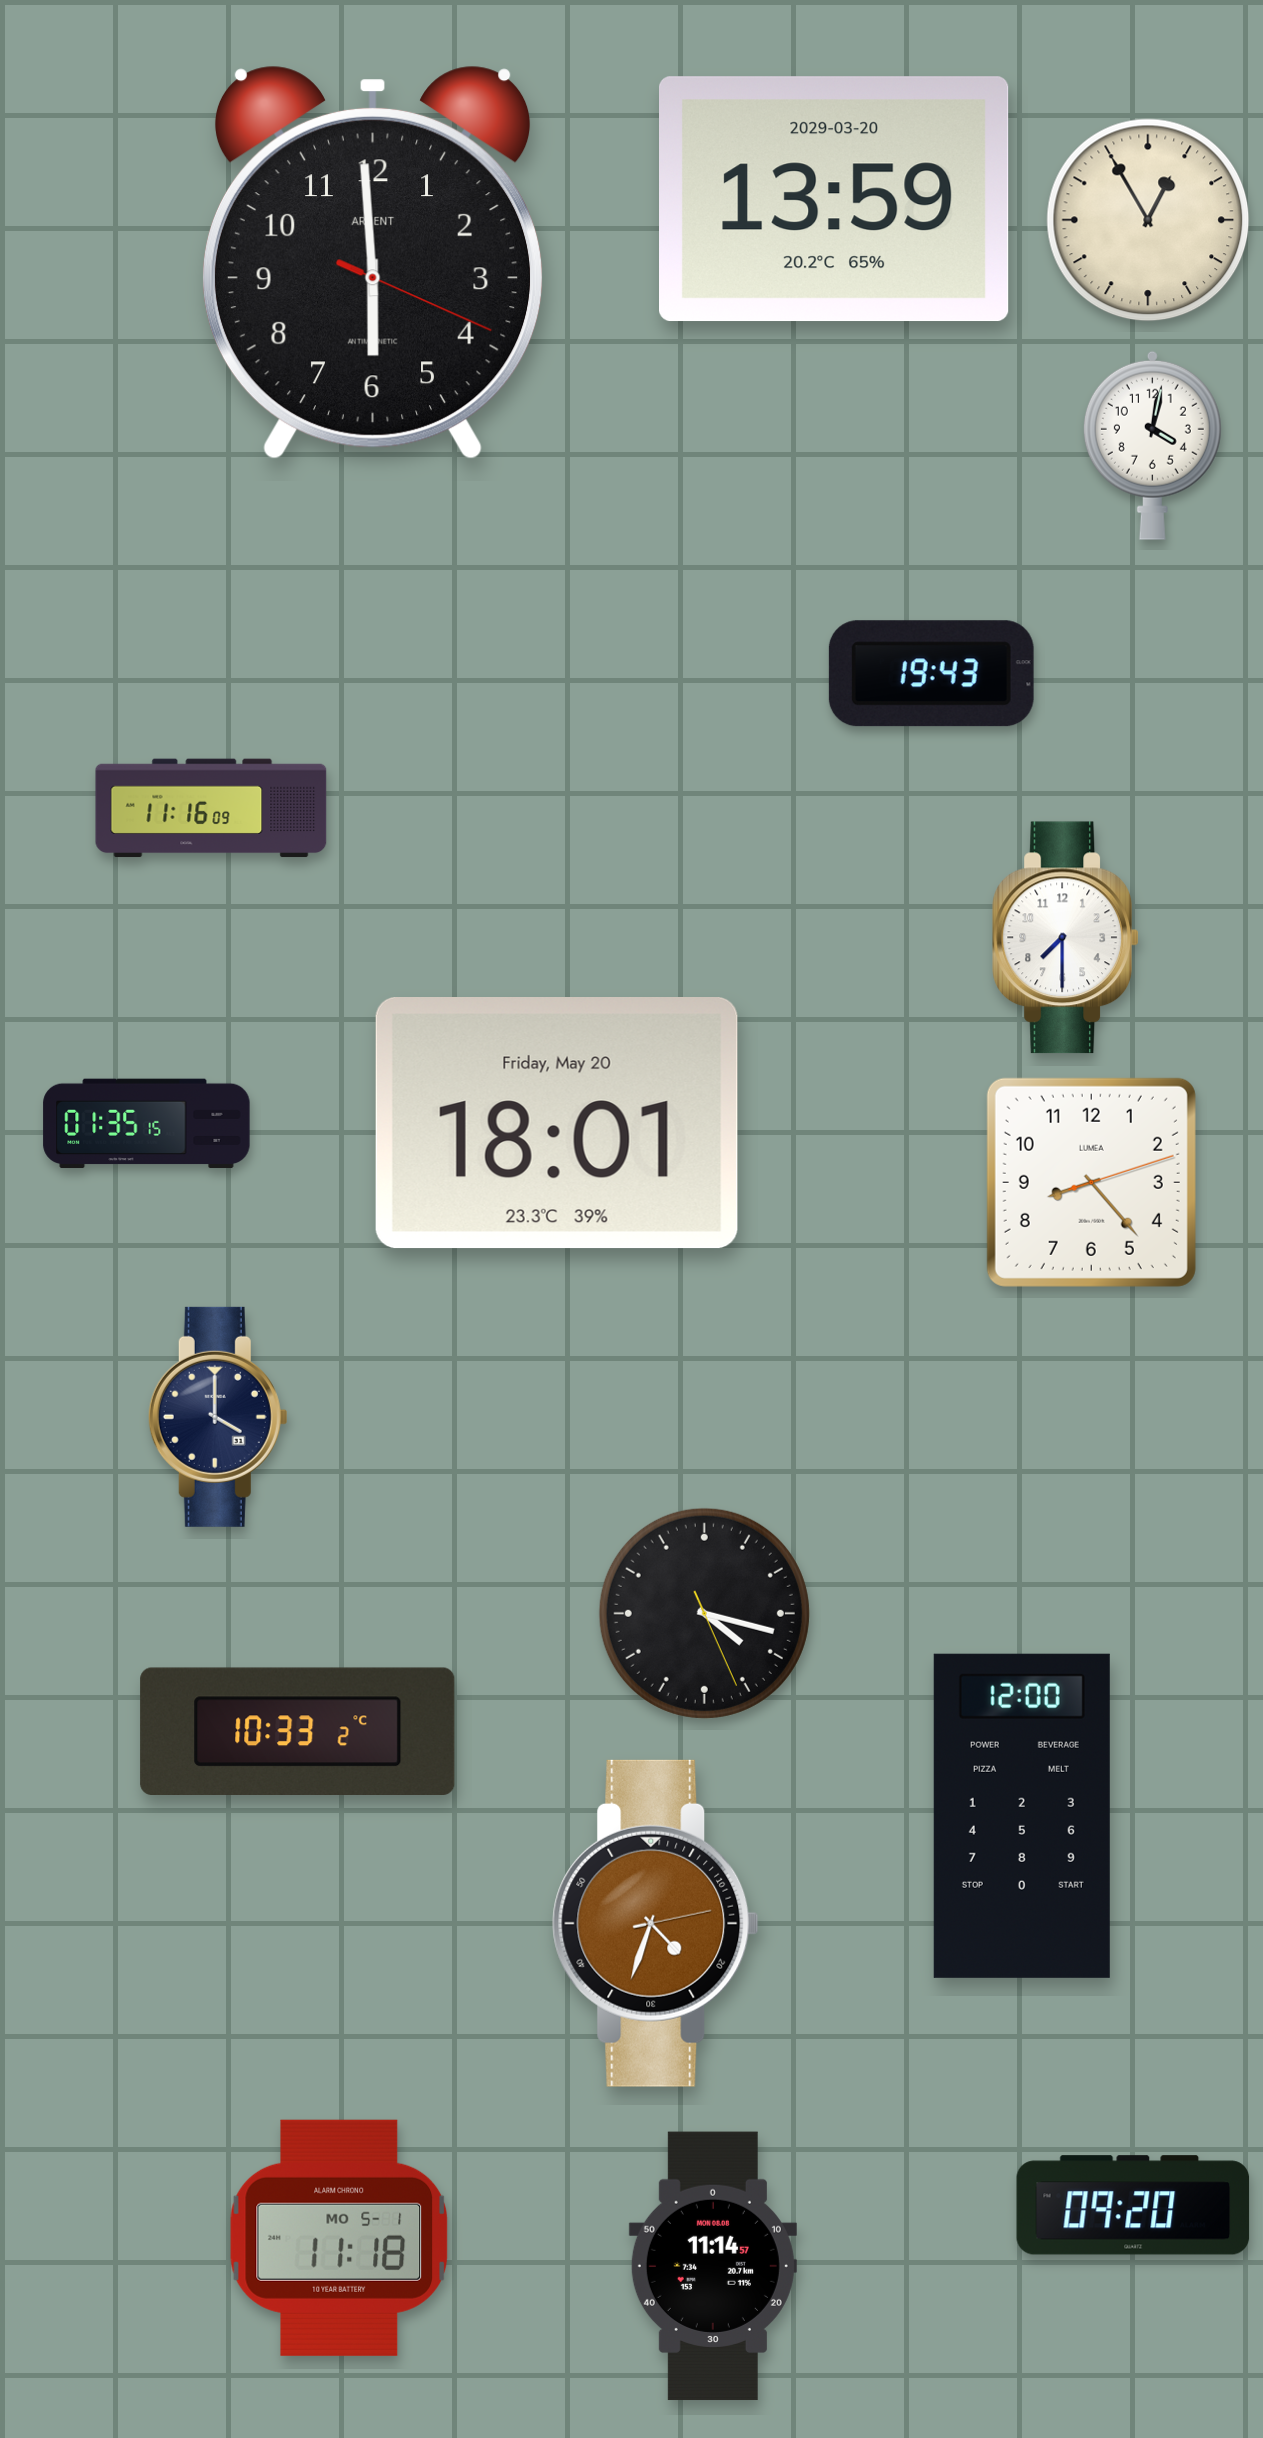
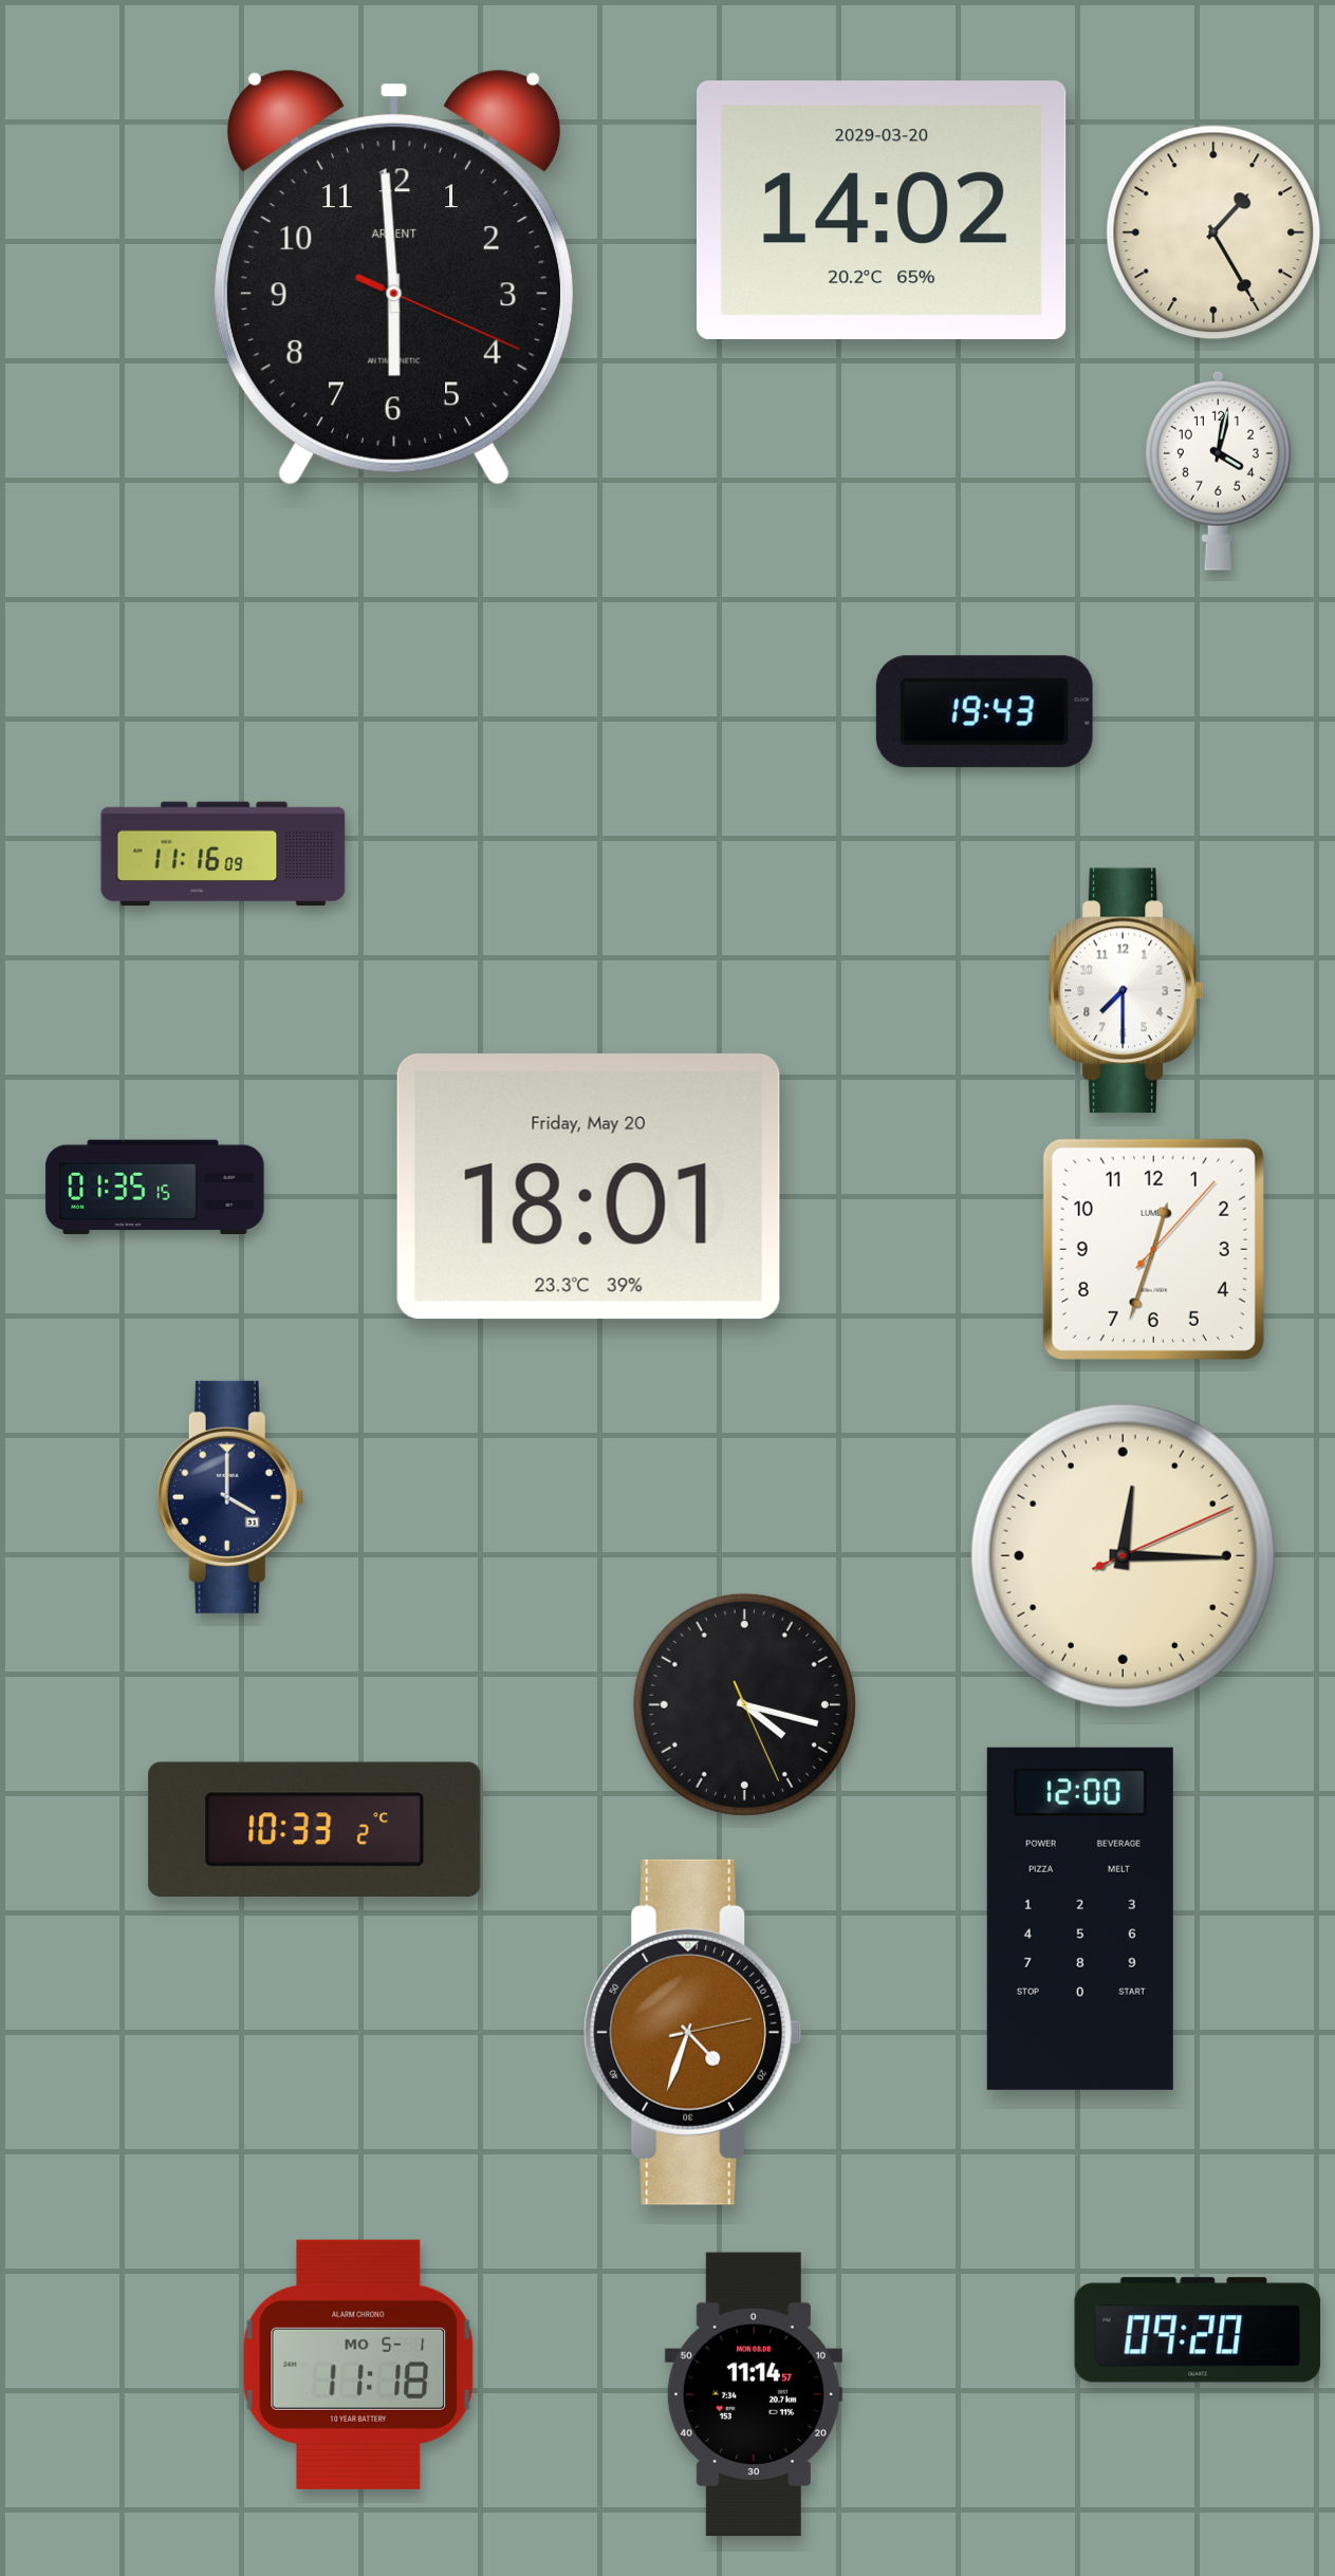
clock at (835, 199): 13:59 -> 14:02
clock at (1148, 220): 12:55 -> 1:25
clock at (1091, 1182): 8:23 -> 12:33
clock at (1123, 1555): none -> 12:15
